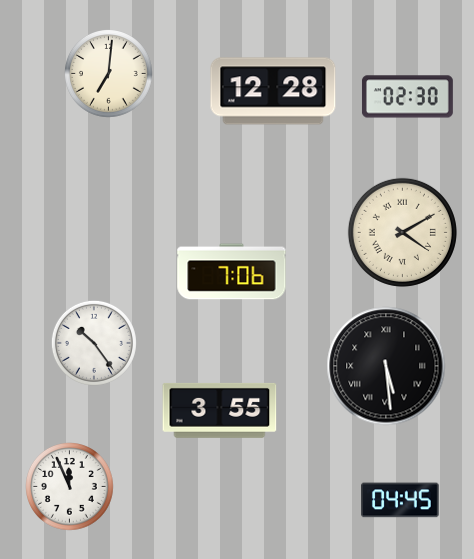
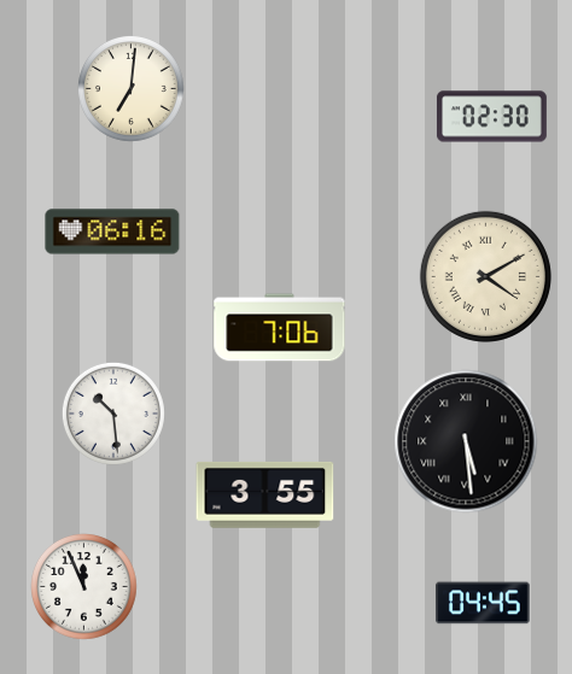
clock at (273, 91): 12:28 -> none
clock at (112, 231): none -> 06:16
clock at (402, 232) position: (402, 232) -> (485, 276)
clock at (94, 343): 10:24 -> 10:29
